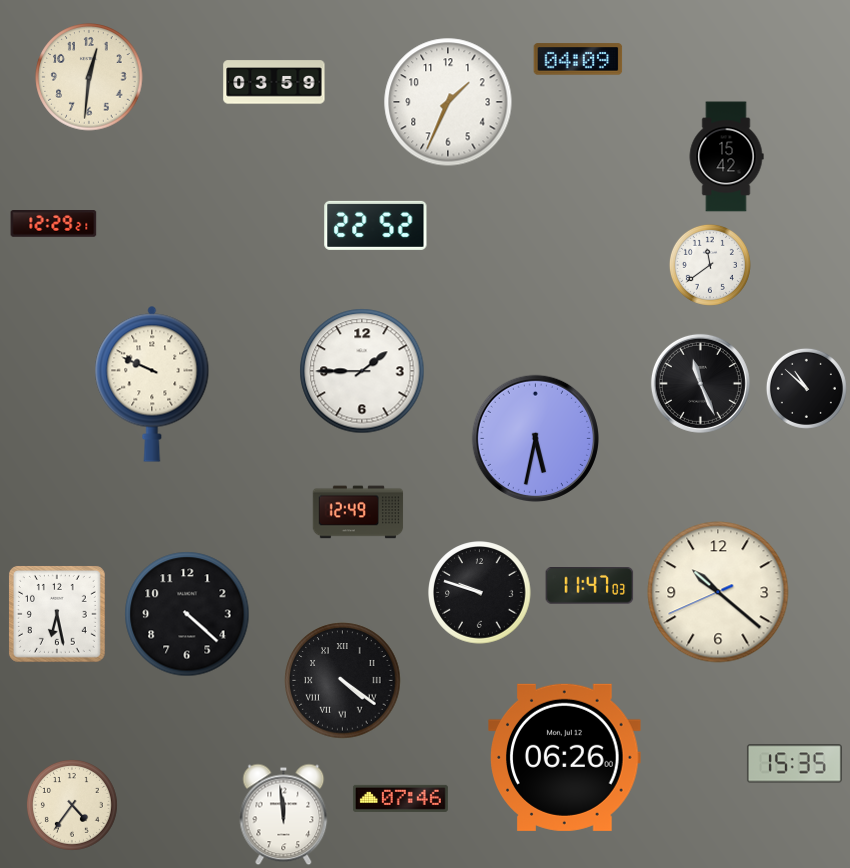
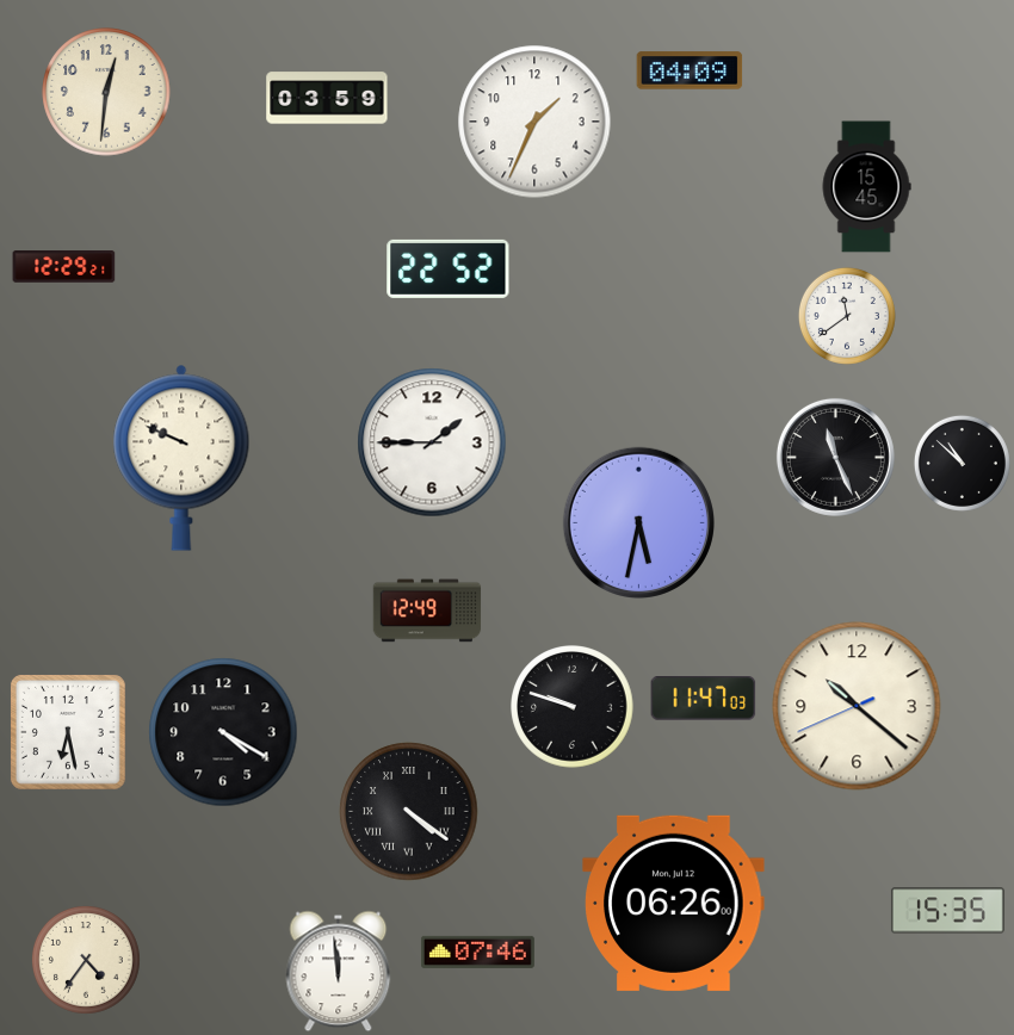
clock at (726, 157): 15:42 -> 15:45
clock at (187, 614): 4:22 -> 4:20
